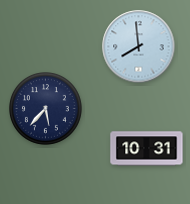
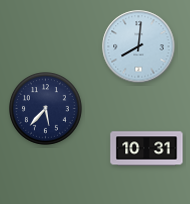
clock at (139, 47): 7:59 -> 8:01
